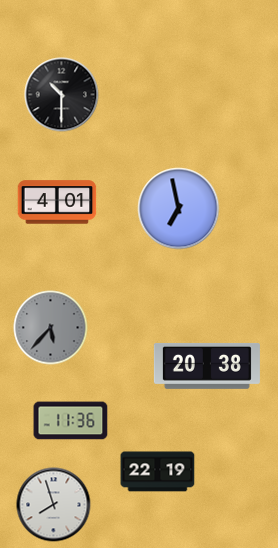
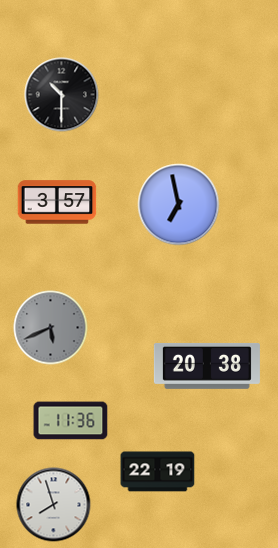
clock at (57, 202): 4:01 -> 3:57
clock at (179, 209) position: (179, 209) -> (179, 205)
clock at (51, 328): 5:37 -> 5:41
